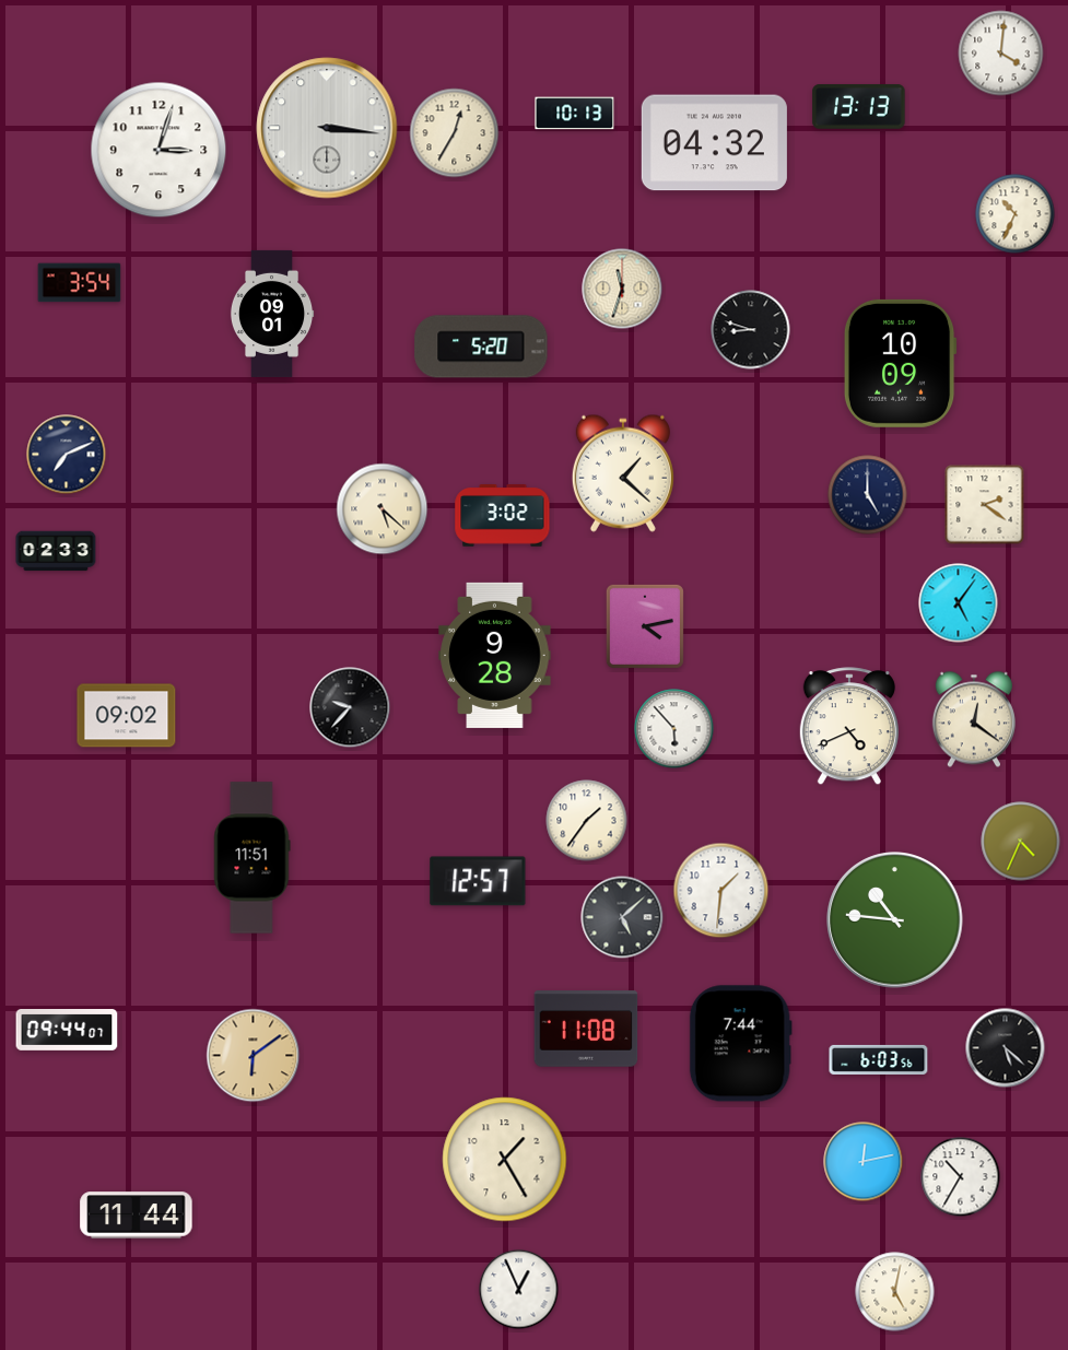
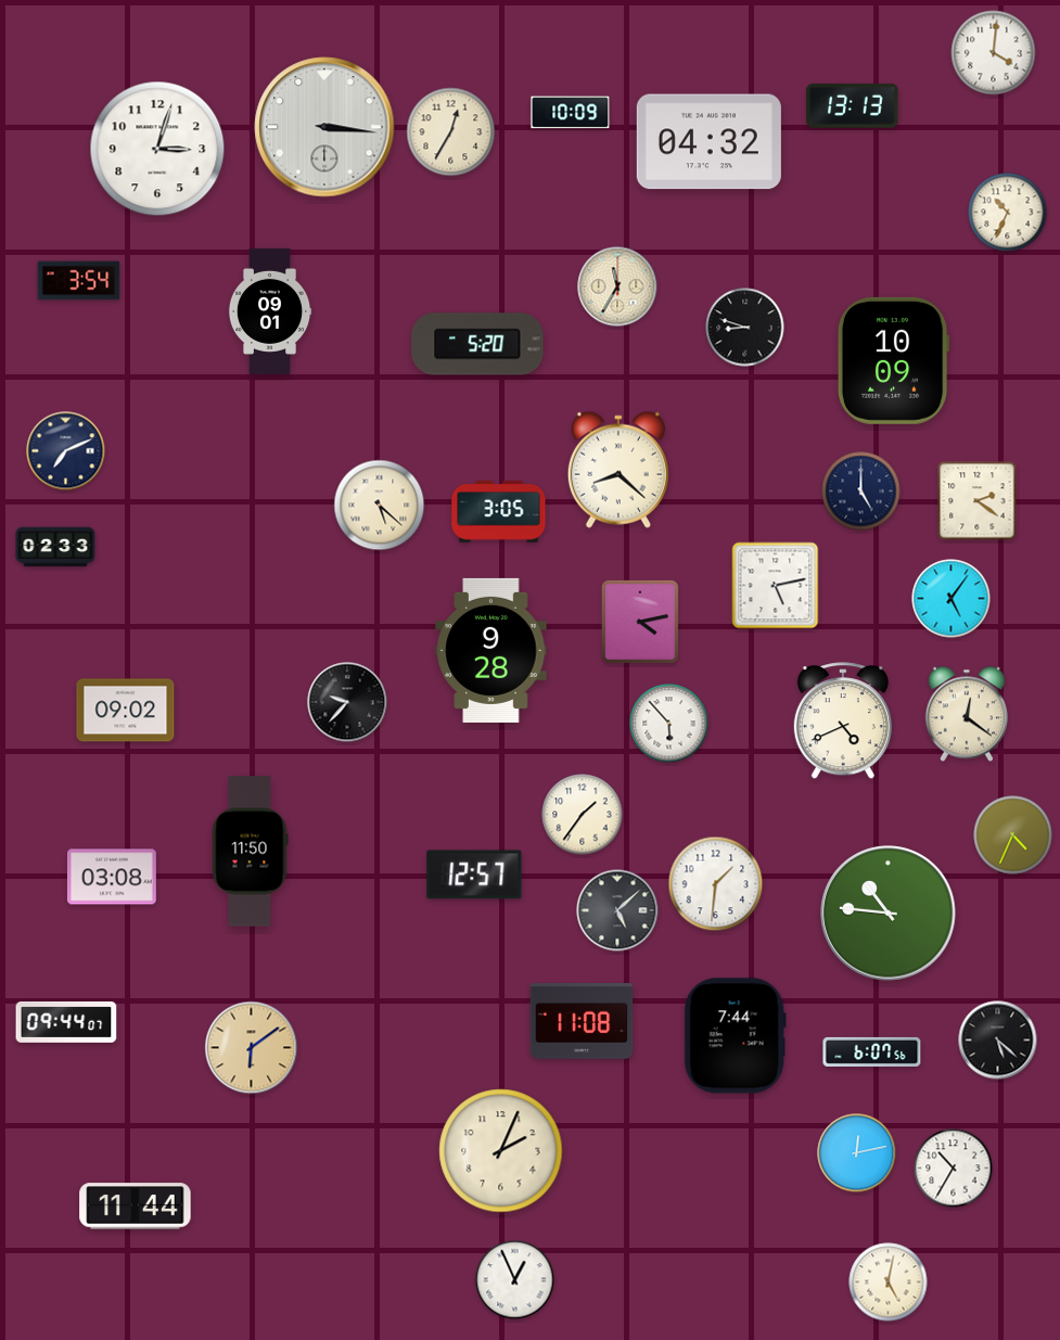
clock at (575, 114): 10:13 -> 10:09
clock at (622, 289): 11:33 -> 11:35
clock at (623, 473): 1:22 -> 8:22
clock at (503, 516): 3:02 -> 3:05
clock at (776, 586): none -> 5:13
clock at (253, 858): 11:51 -> 11:50
clock at (112, 877): none -> 03:08
clock at (879, 1059): 6:03 -> 6:07
clock at (505, 1160): 1:25 -> 2:04
